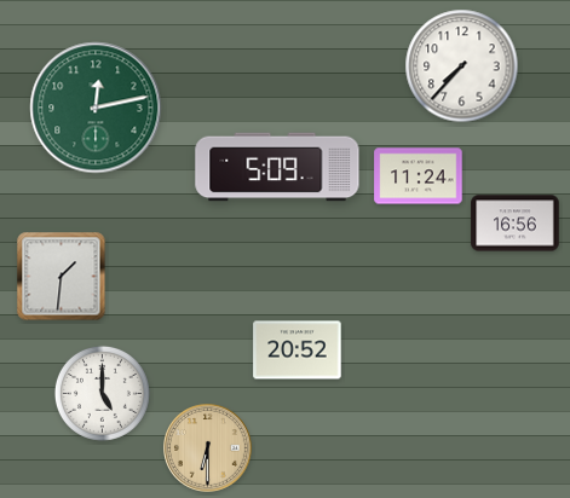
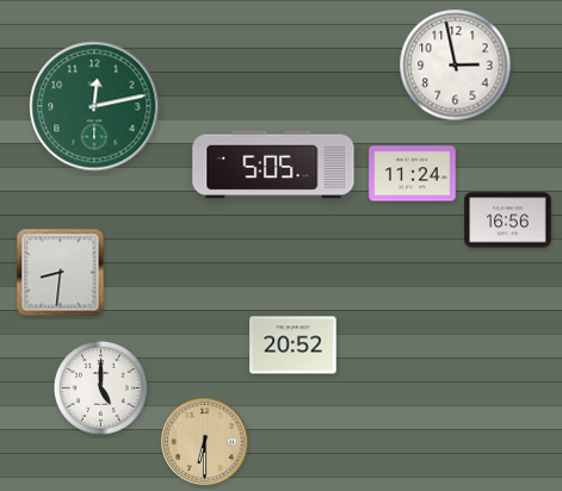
clock at (462, 66): 7:37 -> 2:58
clock at (277, 167): 5:09 -> 5:05
clock at (62, 277): 1:31 -> 8:31
